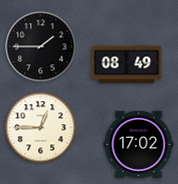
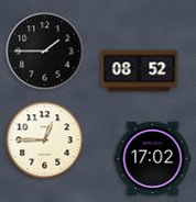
clock at (127, 65): 08:49 -> 08:52
